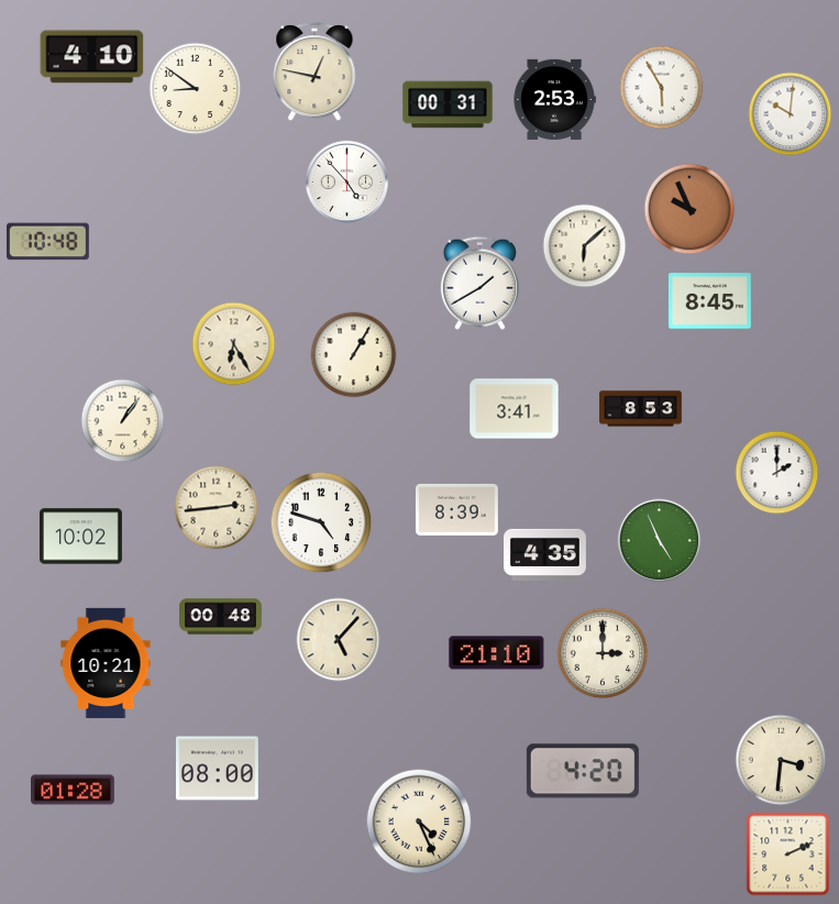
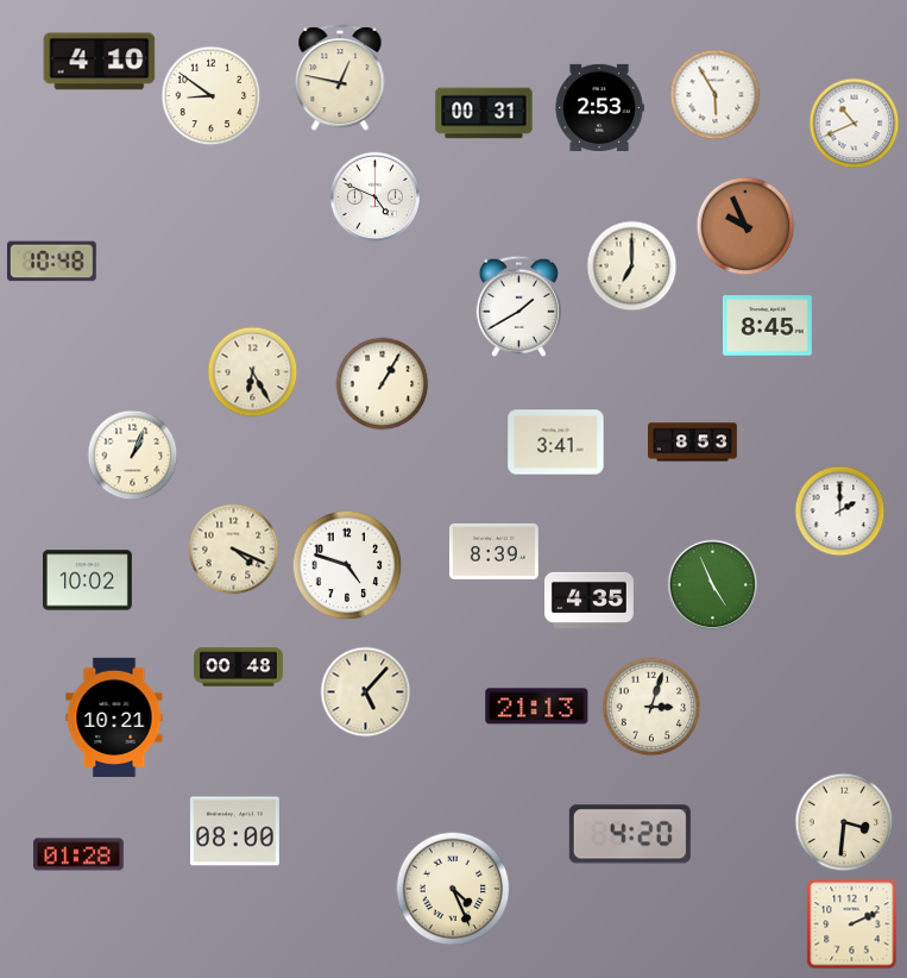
clock at (791, 114): 10:01 -> 10:41
clock at (347, 183): 4:53 -> 4:49
clock at (585, 246): 6:08 -> 7:00
clock at (123, 421): 1:06 -> 1:04
clock at (217, 508): 2:44 -> 4:19
clock at (497, 653): 21:10 -> 21:13
clock at (603, 653): 3:00 -> 3:03
